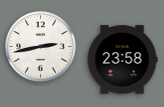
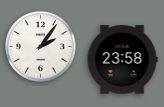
clock at (41, 47): 2:43 -> 2:06
